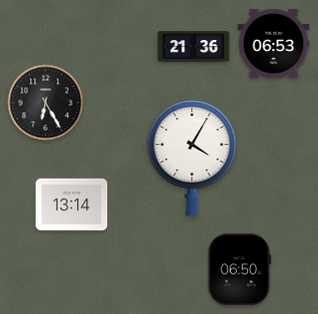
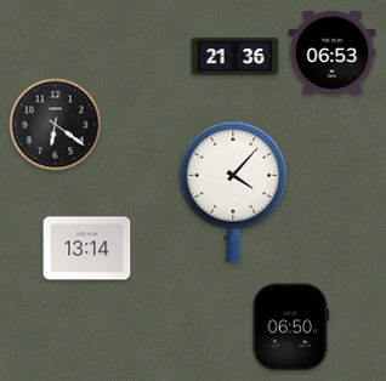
clock at (46, 103): 6:25 -> 6:21
clock at (192, 158): 4:05 -> 4:07
